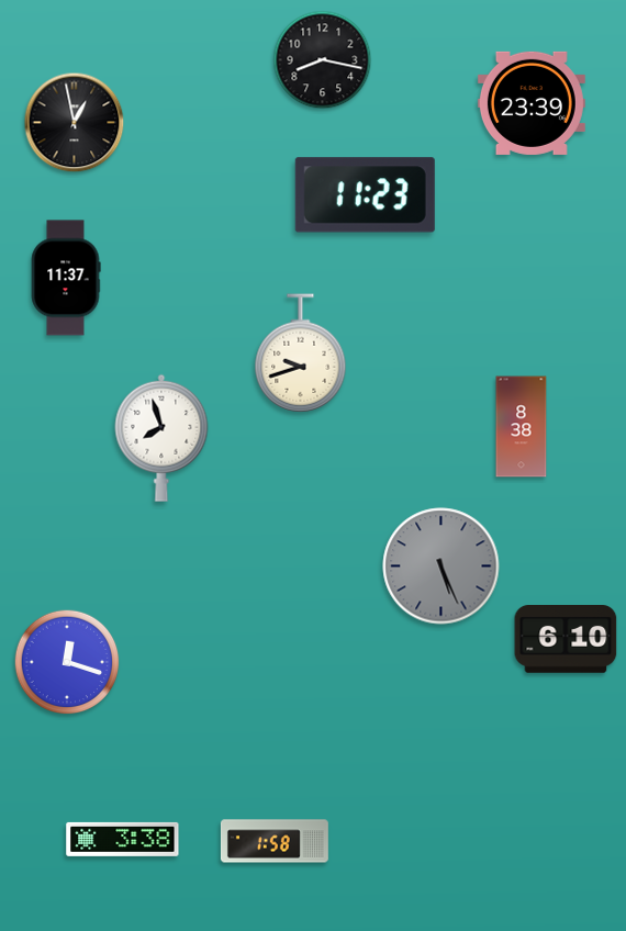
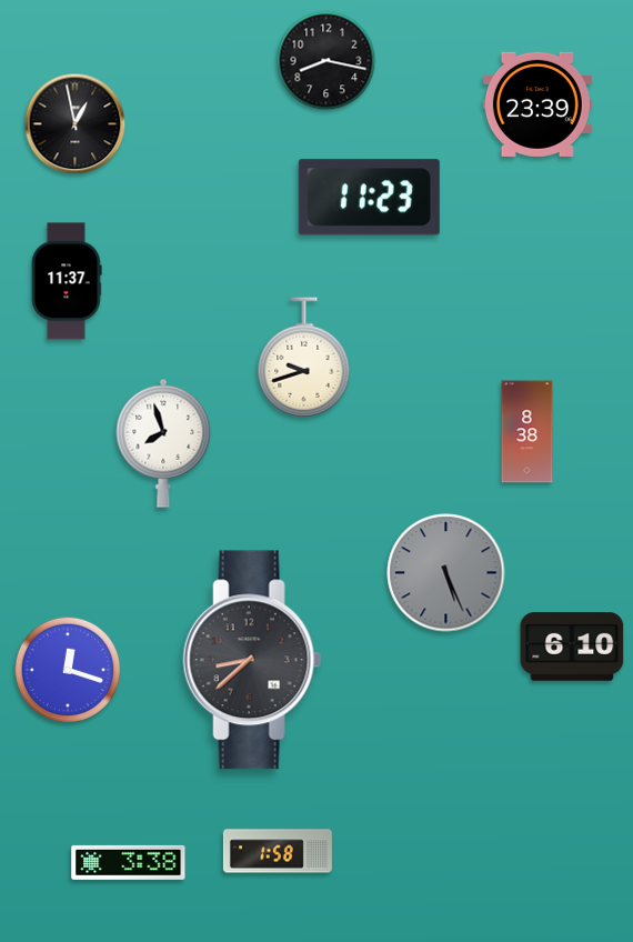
clock at (252, 660): none -> 8:38
clock at (123, 839) position: (123, 839) -> (129, 862)
